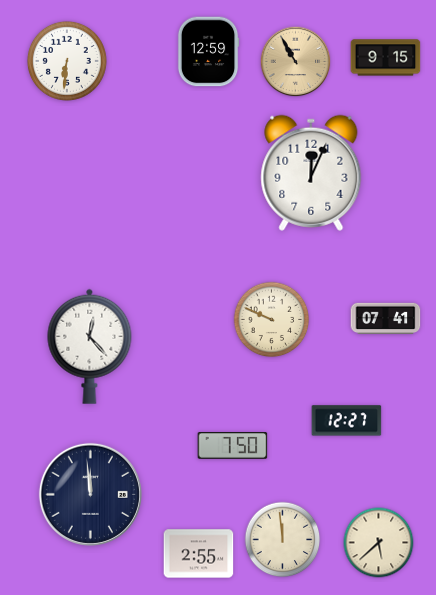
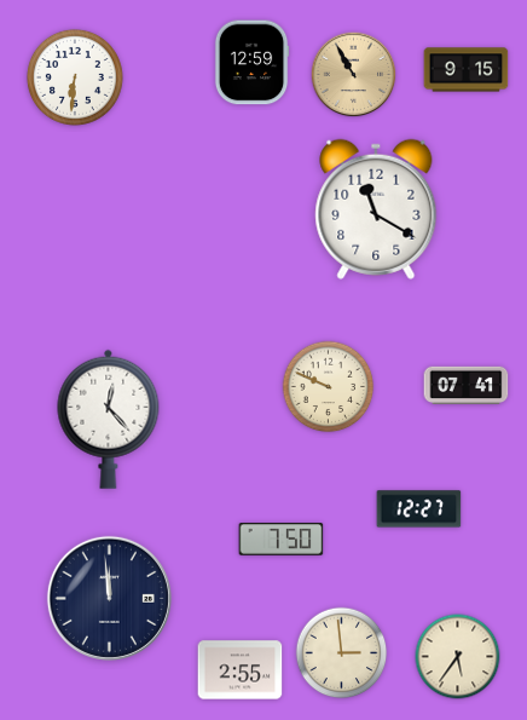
clock at (67, 61) position: (67, 61) -> (75, 77)
clock at (296, 62) position: (296, 62) -> (354, 75)
clock at (311, 173): 12:04 -> 11:20
clock at (283, 540): 11:59 -> 2:59
clock at (379, 543): 5:38 -> 5:36
